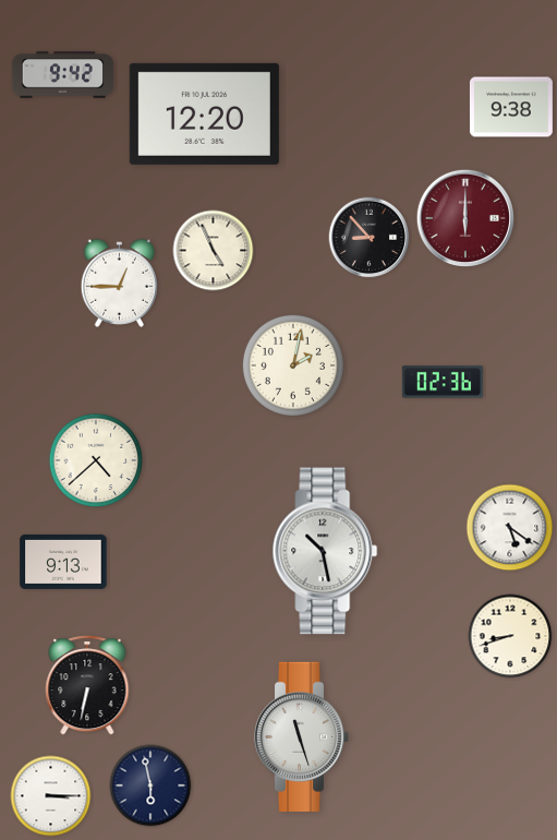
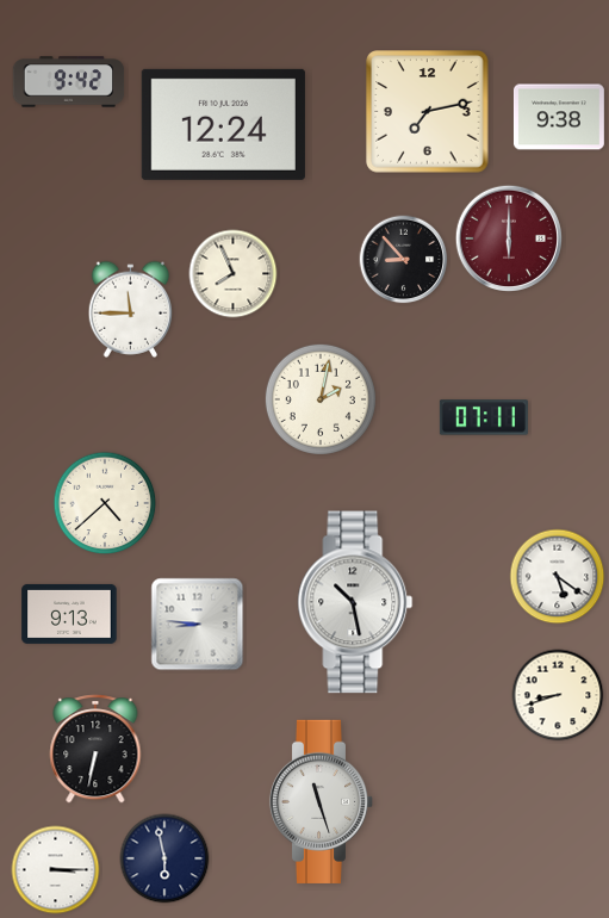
clock at (428, 112): none -> 7:13
clock at (204, 113): 12:20 -> 12:24
clock at (214, 251): 4:56 -> 7:56
clock at (120, 283): 12:45 -> 11:45
clock at (443, 382): 02:36 -> 07:11
clock at (198, 625): none -> 8:46
clock at (302, 736) position: (302, 736) -> (322, 801)
